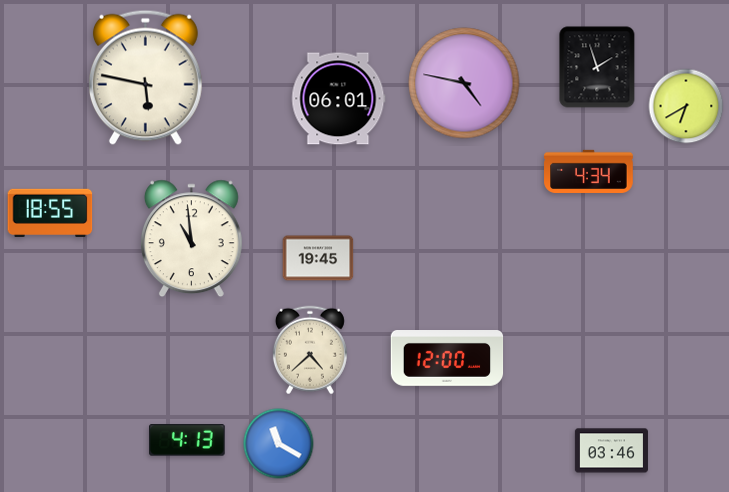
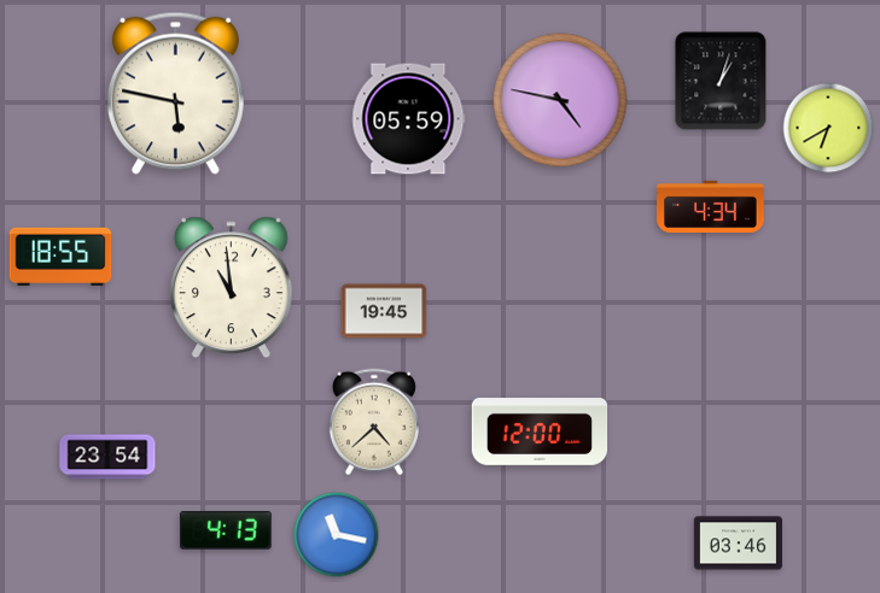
clock at (597, 67): 1:57 -> 1:03
clock at (339, 99): 06:01 -> 05:59
clock at (107, 457): none -> 23:54
clock at (279, 444): 11:20 -> 11:17
